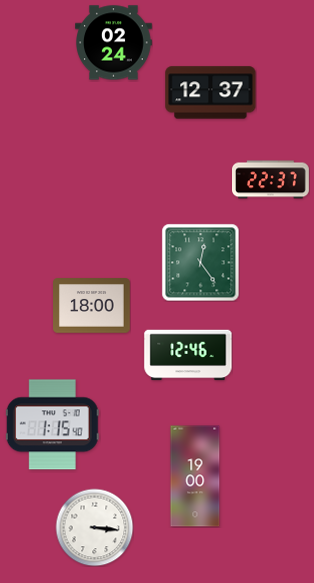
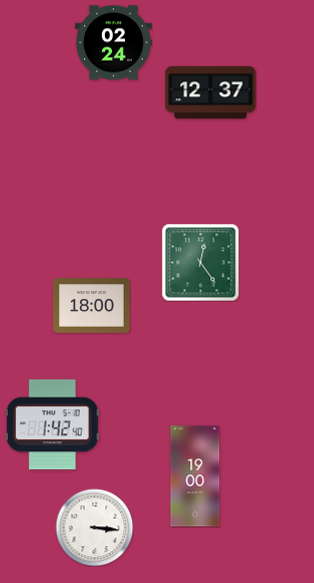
clock at (271, 180): 22:37 -> none
clock at (188, 355): 12:46 -> none
clock at (52, 425): 1:15 -> 1:42
